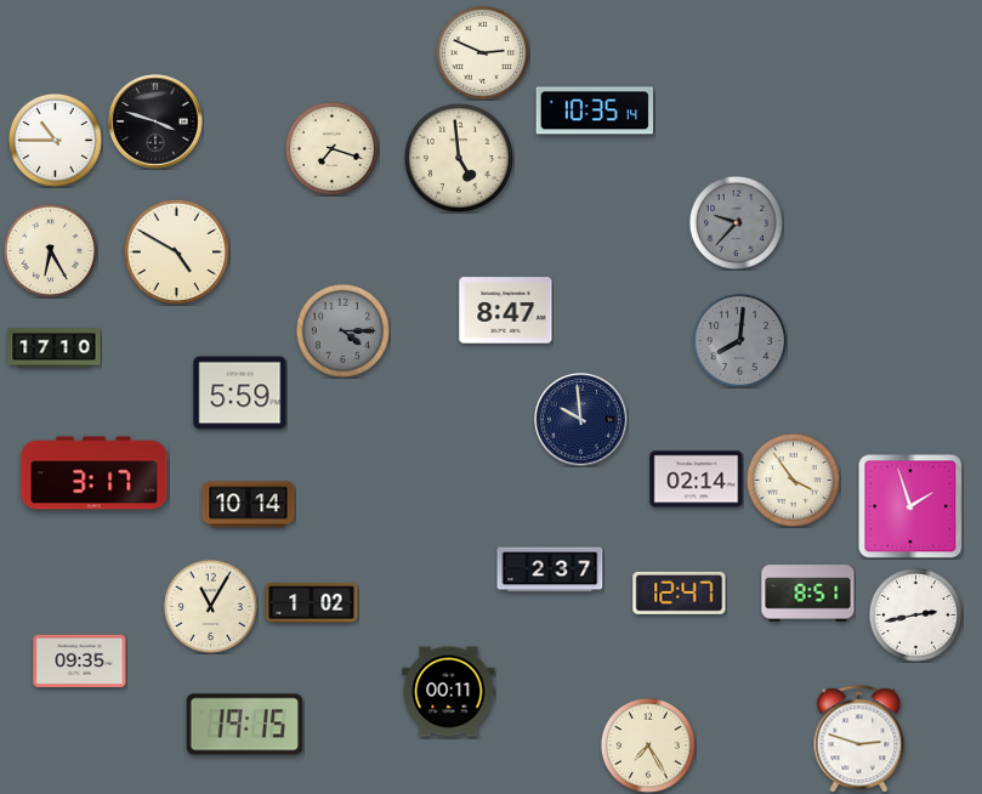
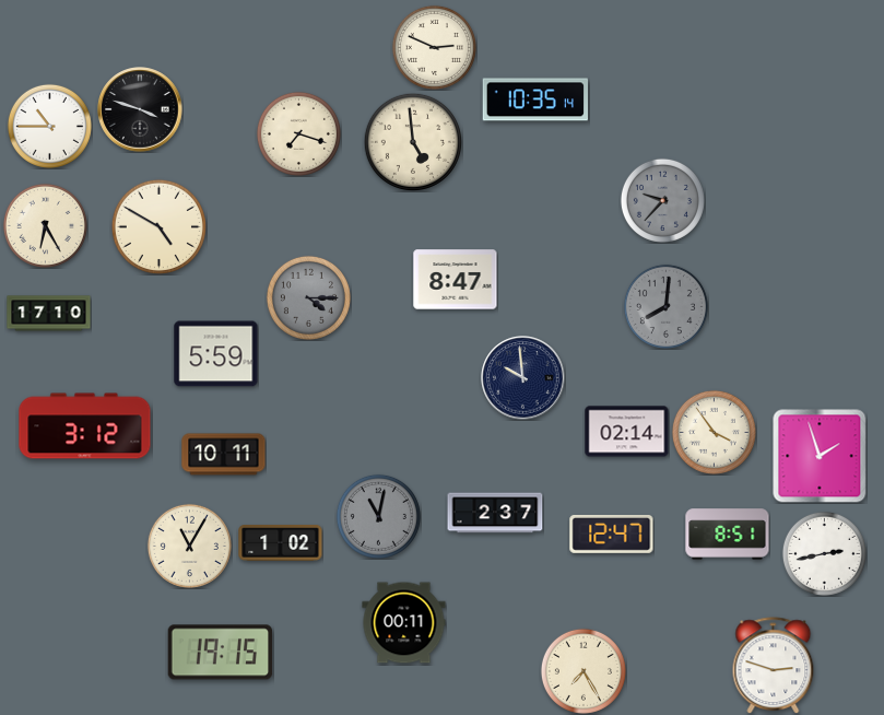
clock at (95, 473): 3:17 -> 3:12
clock at (249, 505): 10:14 -> 10:11
clock at (378, 516): none -> 11:02
clock at (80, 660): 09:35 -> none
